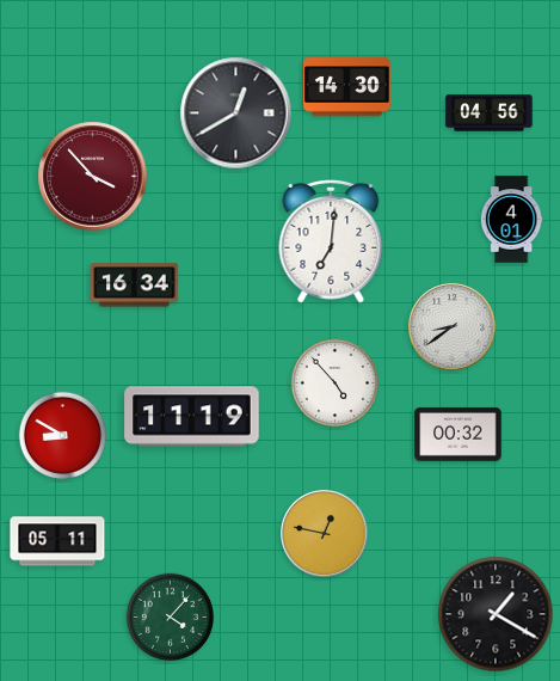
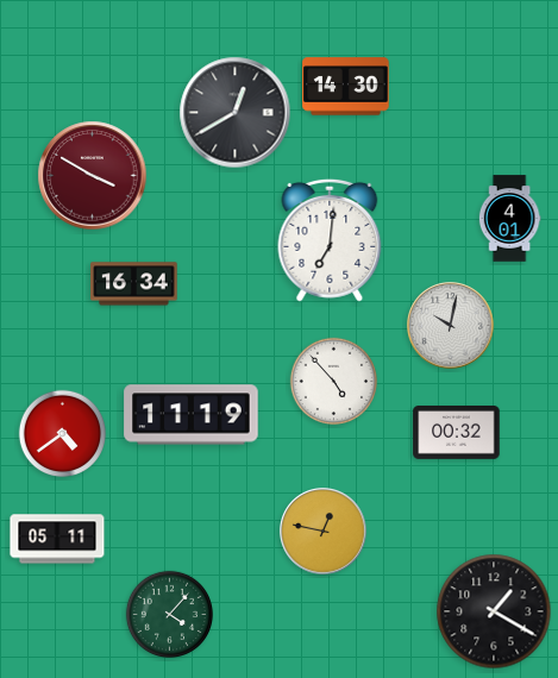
clock at (490, 113): 04:56 -> none
clock at (93, 177): 3:53 -> 3:50
clock at (453, 327): 8:39 -> 10:02
clock at (62, 435): 8:50 -> 4:39
